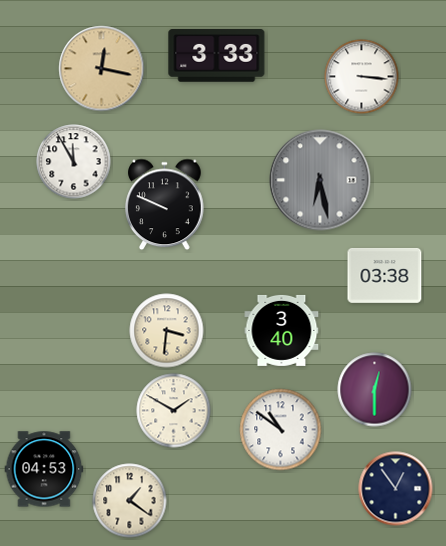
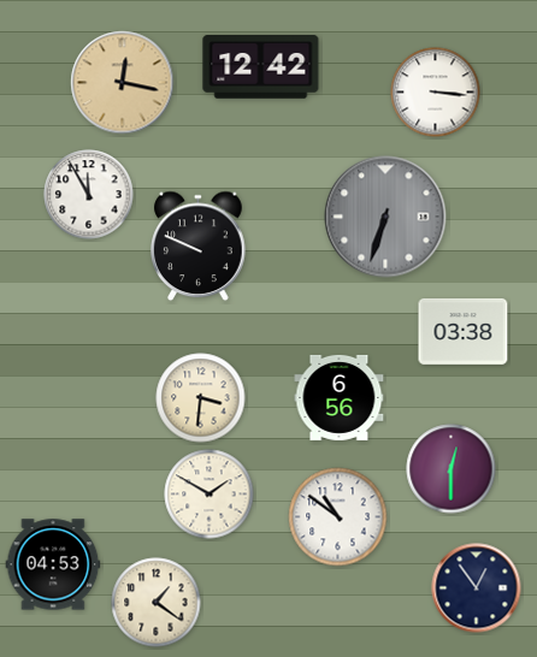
clock at (217, 56): 3:33 -> 12:42
clock at (320, 180): 6:28 -> 6:33
clock at (282, 330): 3:40 -> 6:56
